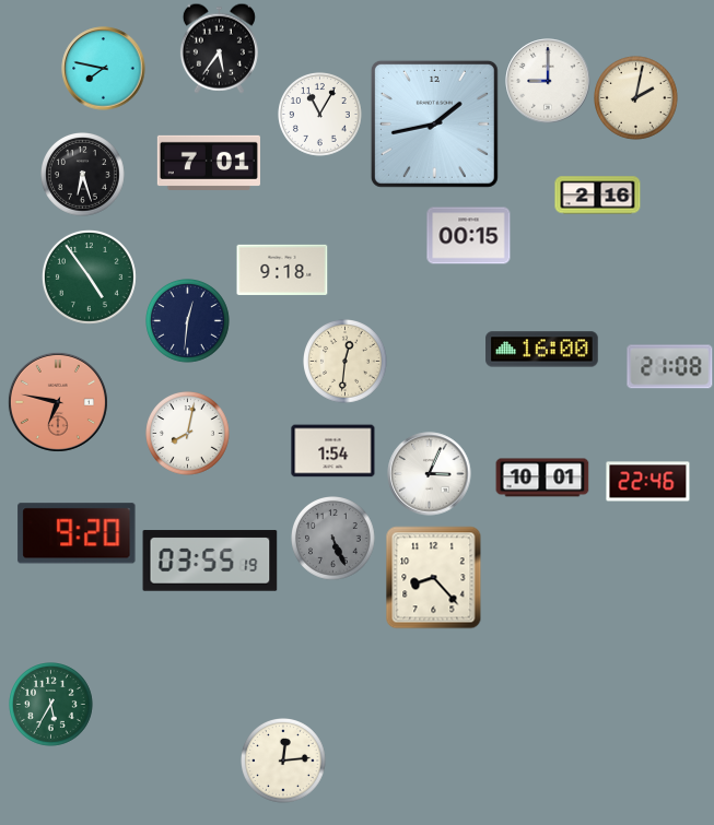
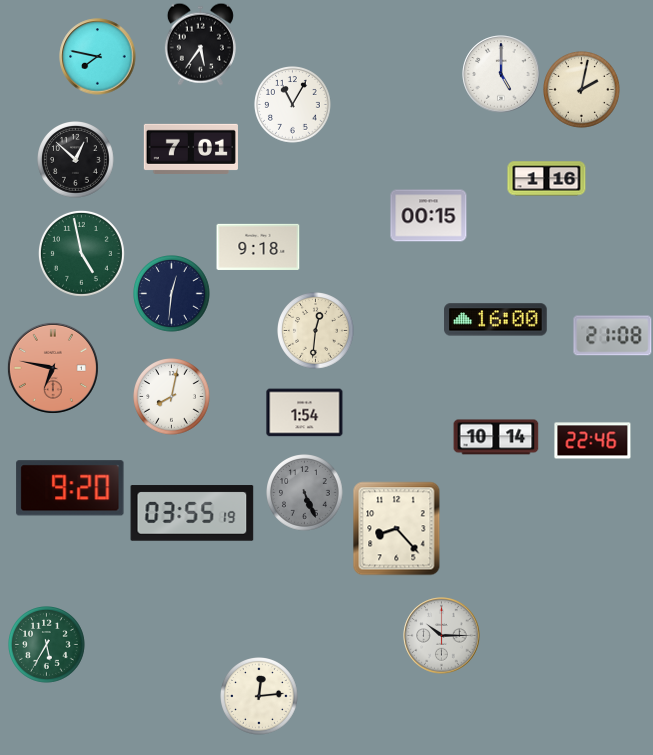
clock at (104, 69) position: (104, 69) -> (98, 57)
clock at (548, 81): 9:00 -> 5:00
clock at (434, 123): 1:43 -> none
clock at (83, 175): 6:27 -> 12:52
clock at (598, 196): 2:16 -> 1:16
clock at (89, 276): 4:54 -> 4:58
clock at (430, 474): 3:04 -> none
clock at (542, 478): 10:01 -> 10:14
clock at (442, 636): none -> 10:15
